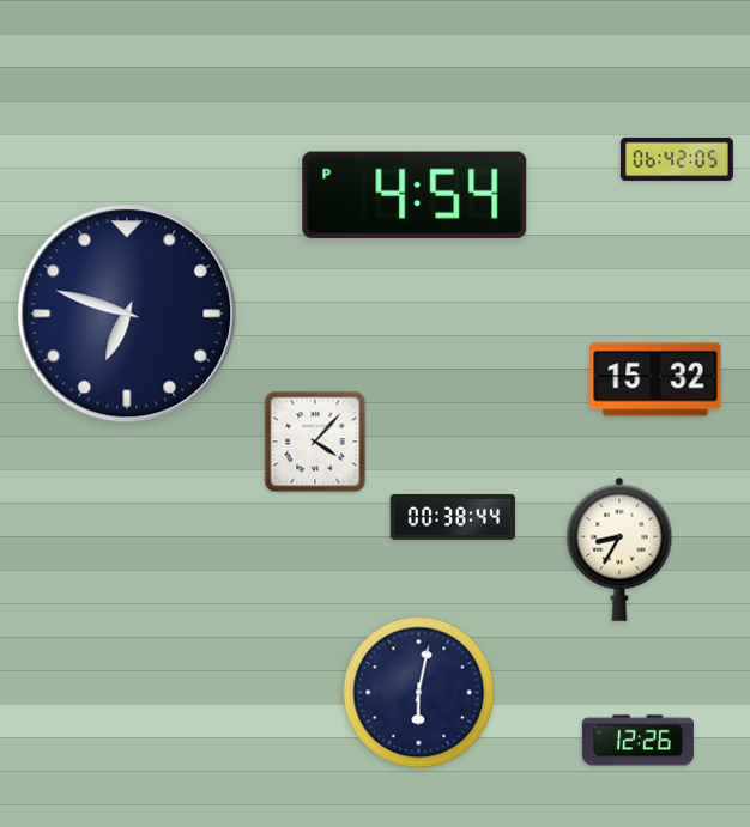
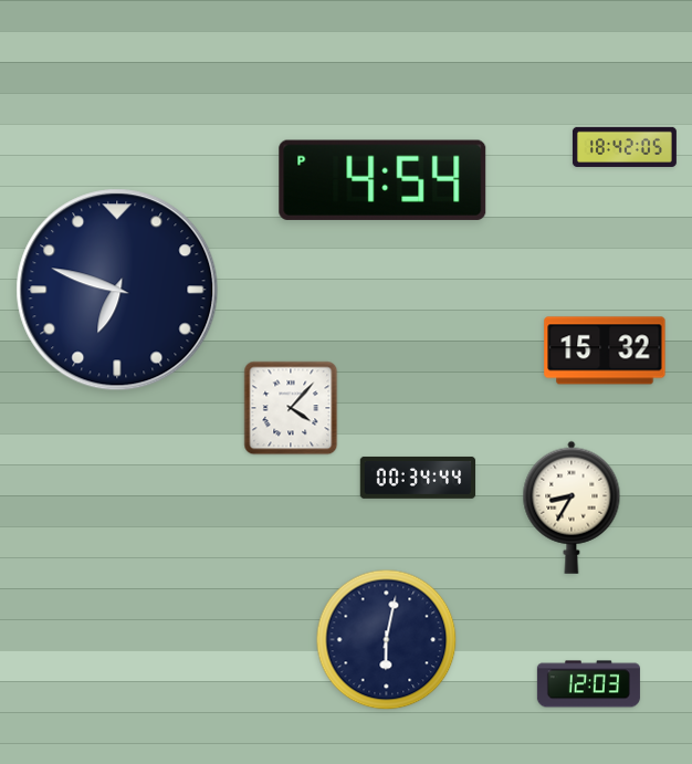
clock at (677, 159): 06:42 -> 18:42
clock at (453, 517): 00:38 -> 00:34
clock at (637, 741): 12:26 -> 12:03
